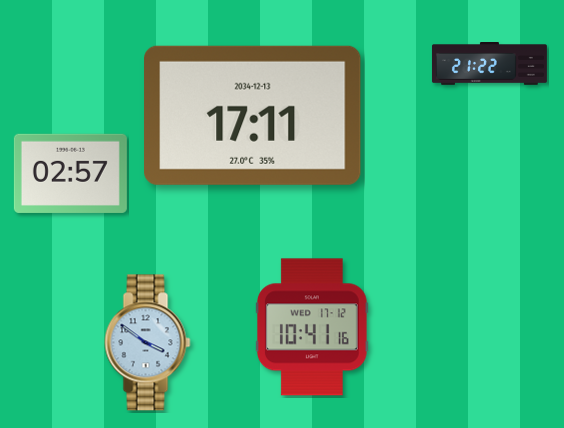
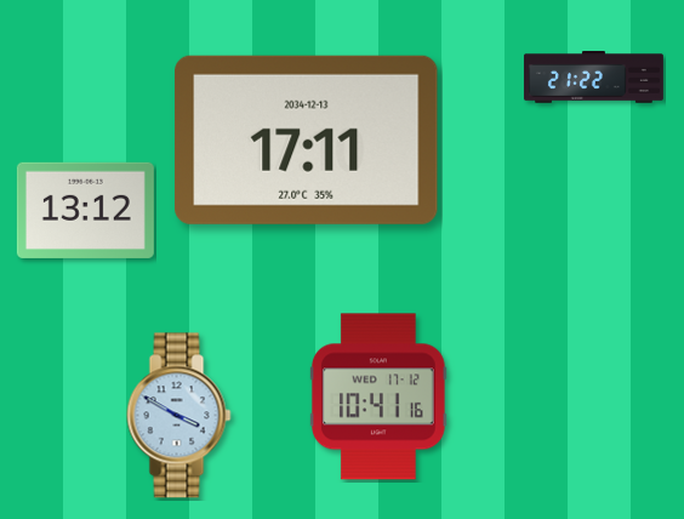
clock at (70, 173): 02:57 -> 13:12
clock at (148, 343): 3:51 -> 3:50
